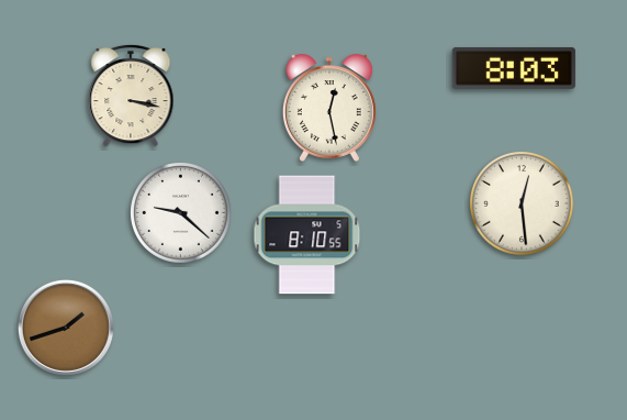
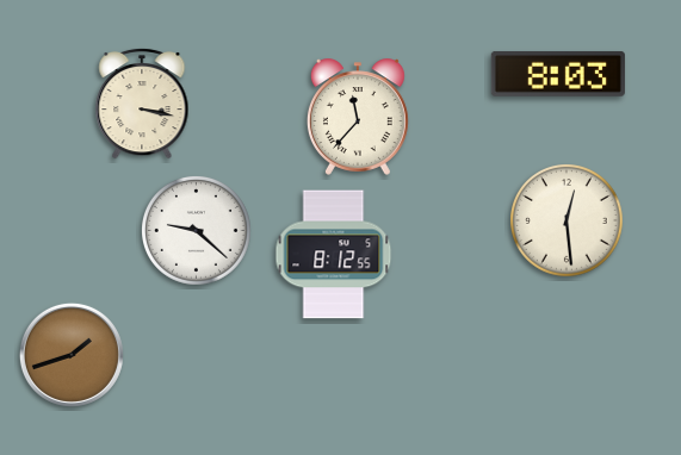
clock at (329, 108): 12:28 -> 11:37
clock at (307, 235): 8:10 -> 8:12
